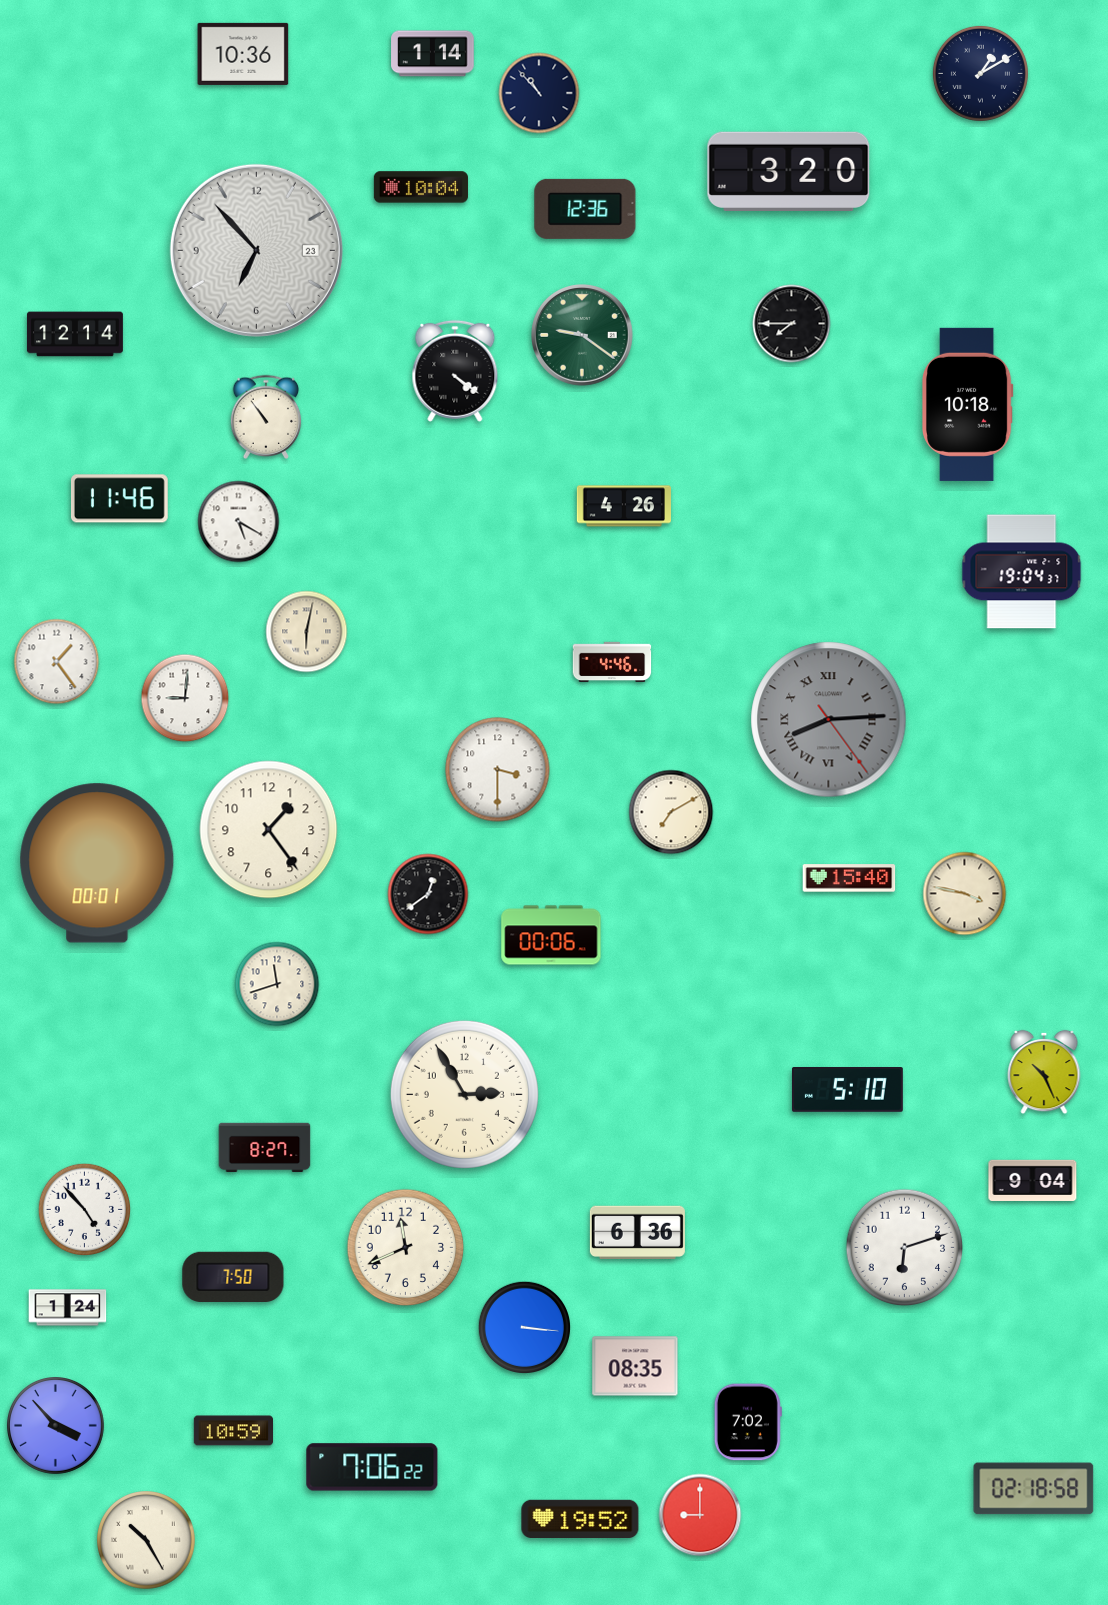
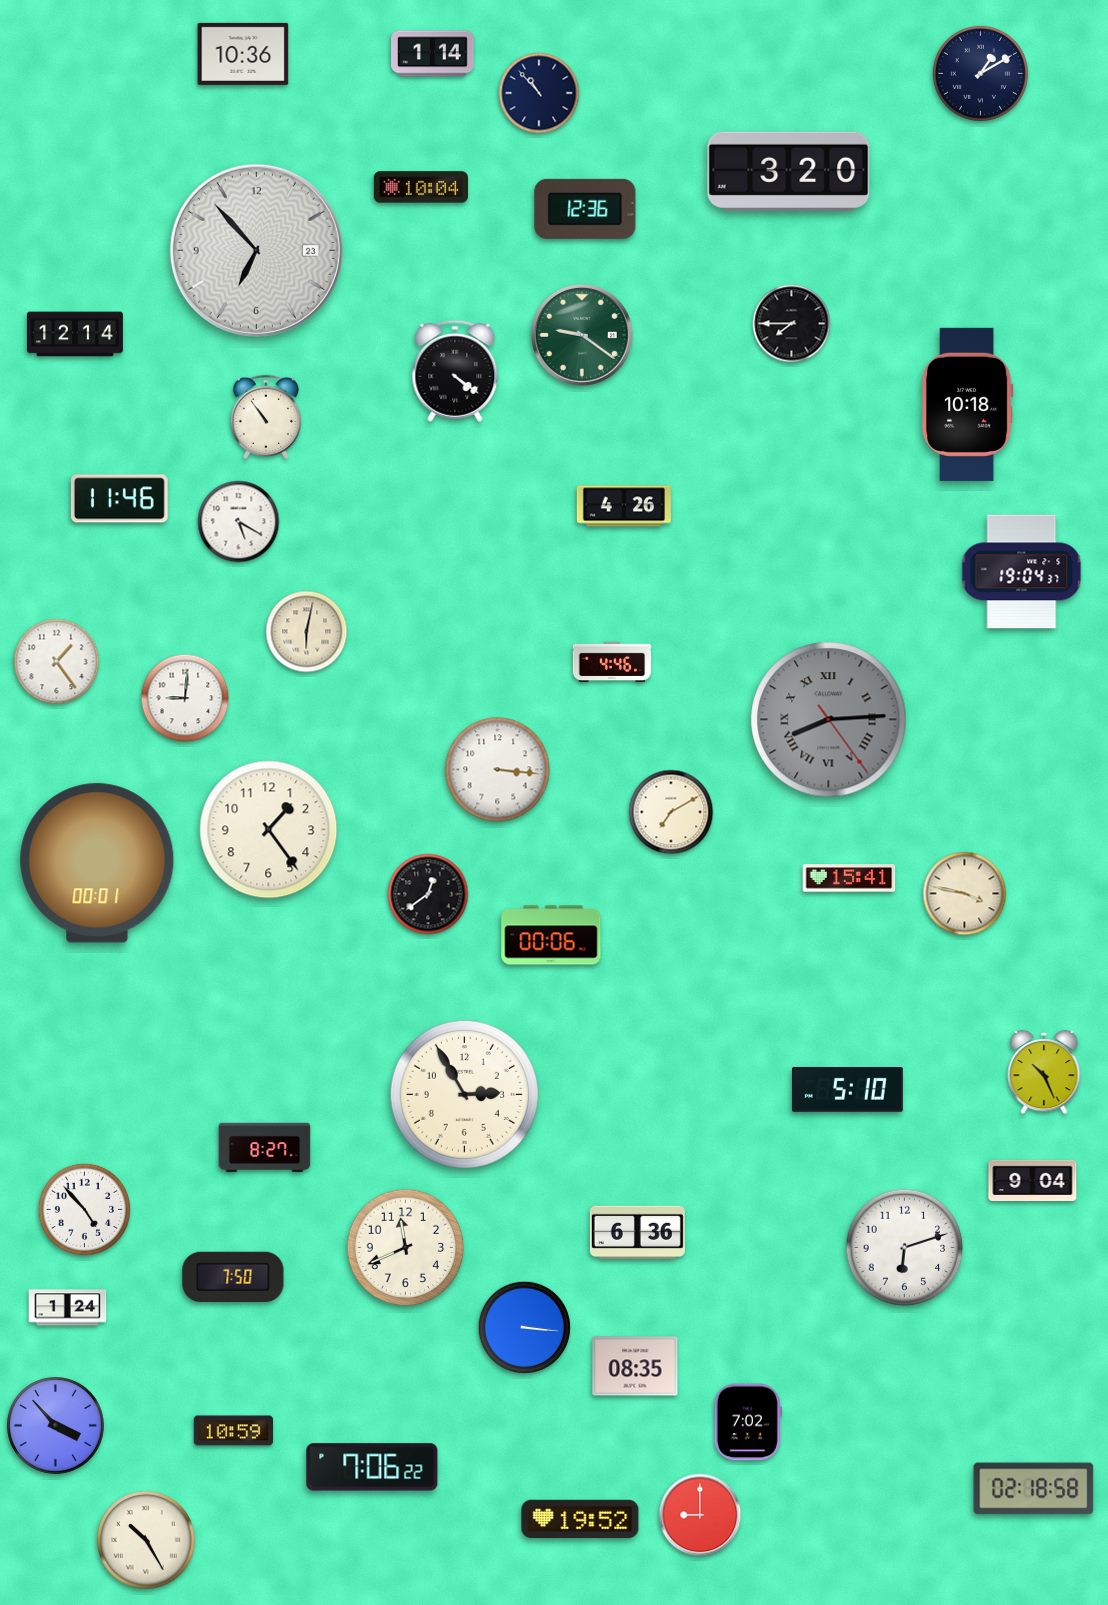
clock at (498, 770): 3:30 -> 3:16
clock at (849, 878): 15:40 -> 15:41
clock at (277, 984): 11:42 -> none
